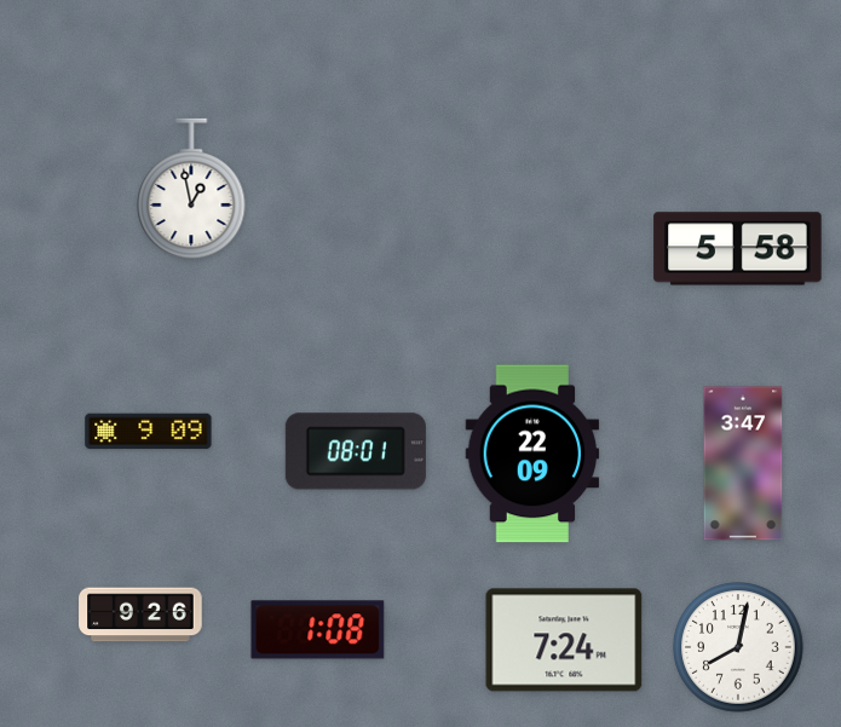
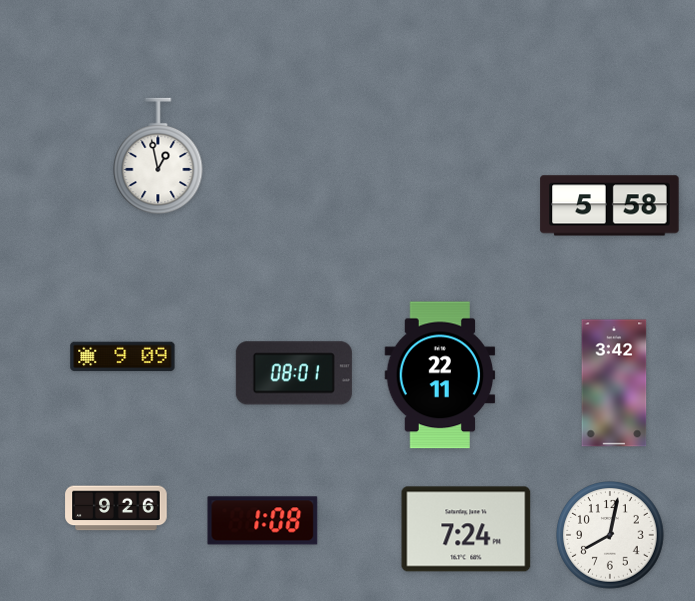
clock at (532, 454): 22:09 -> 22:11
clock at (743, 463): 3:47 -> 3:42
